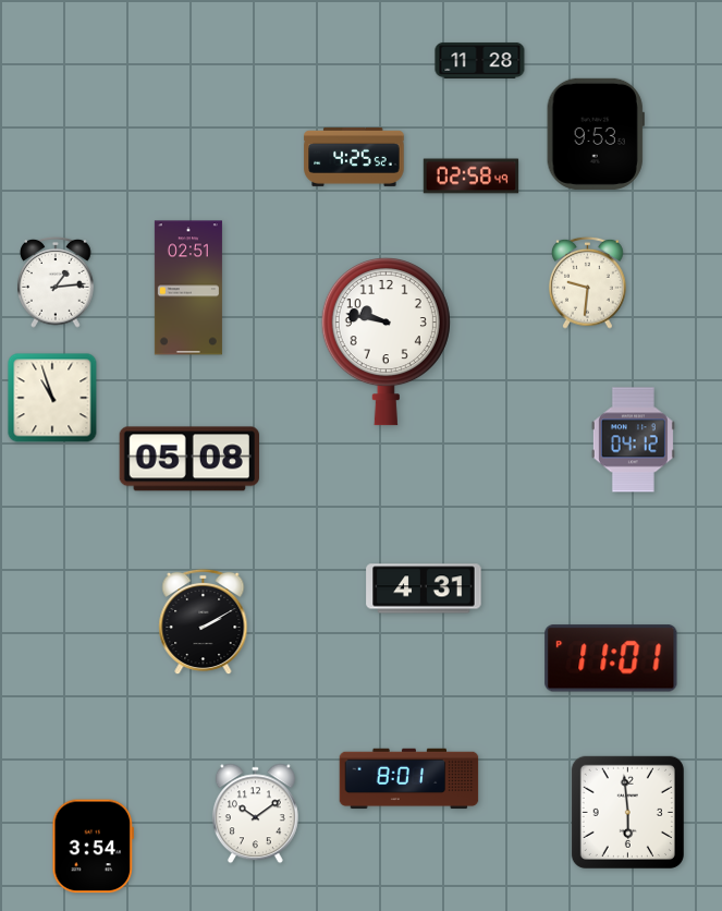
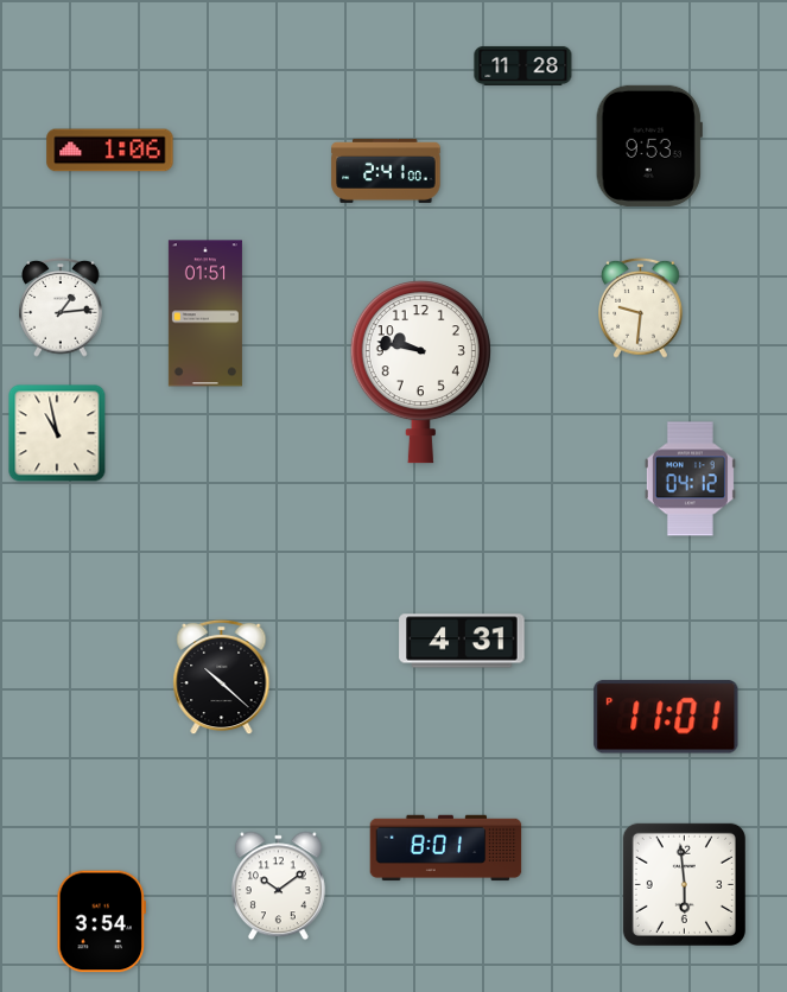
clock at (110, 151): none -> 1:06
clock at (354, 157): 4:25 -> 2:41
clock at (472, 177): 02:58 -> none
clock at (188, 288): 02:51 -> 01:51
clock at (52, 398): 10:57 -> 10:58
clock at (188, 459): 05:08 -> none
clock at (204, 622): 2:10 -> 10:22
